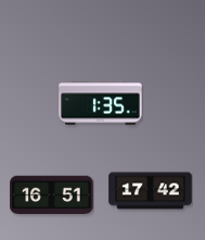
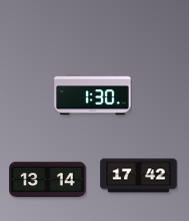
clock at (101, 103): 1:35 -> 1:30
clock at (52, 195): 16:51 -> 13:14
